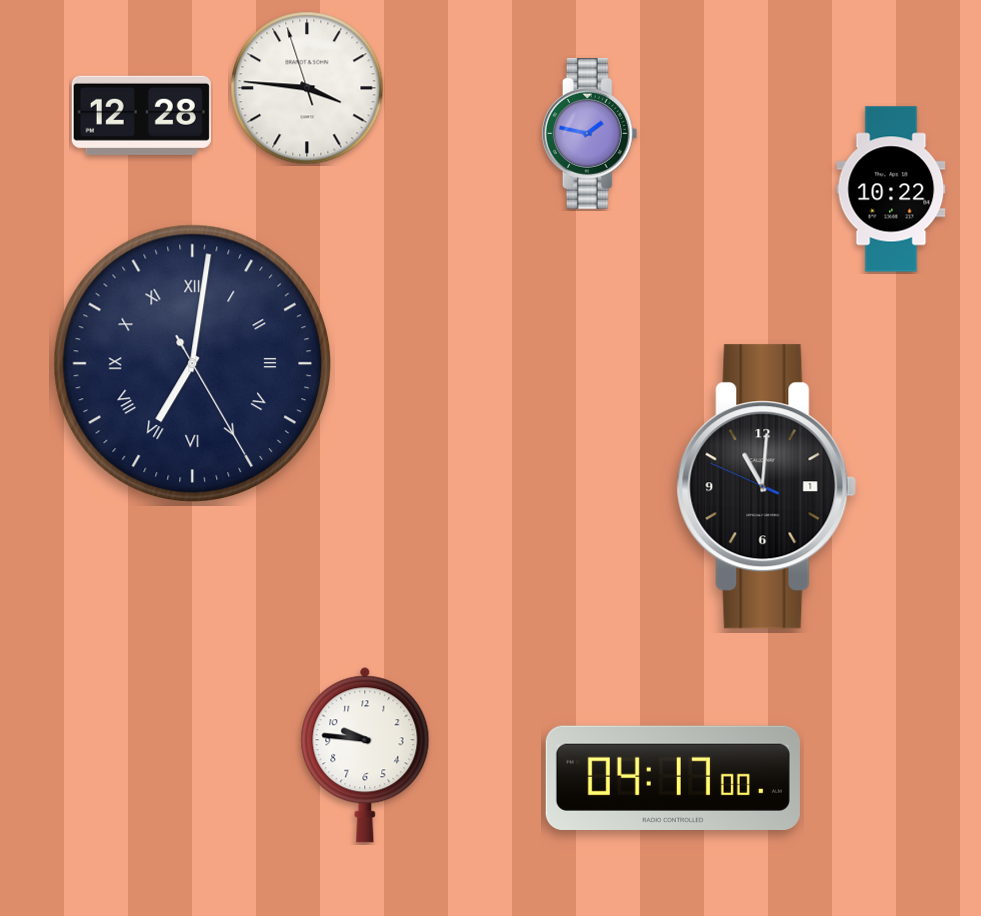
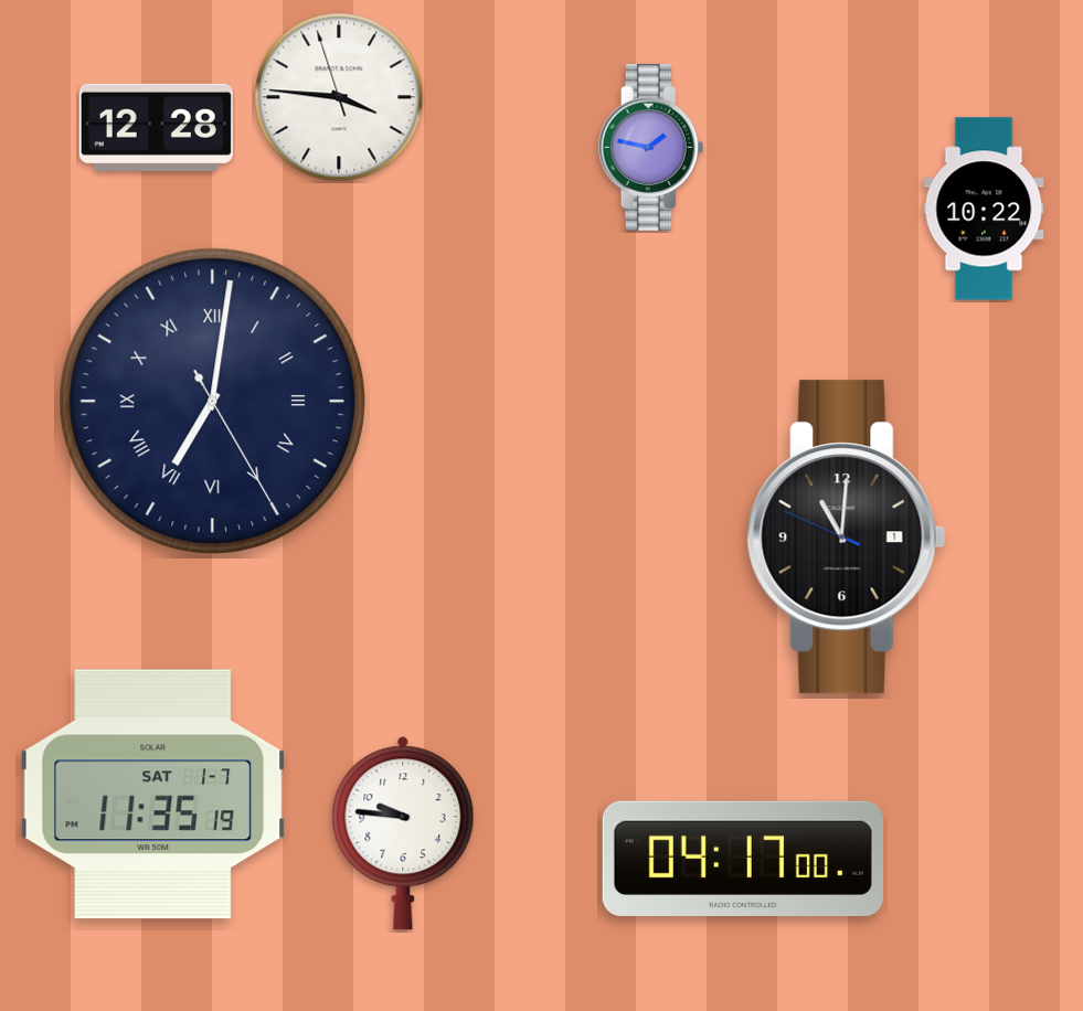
clock at (153, 795): none -> 11:35
